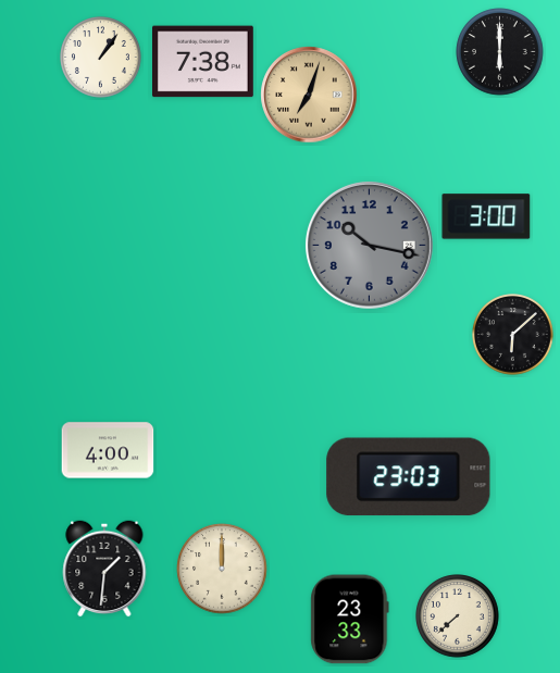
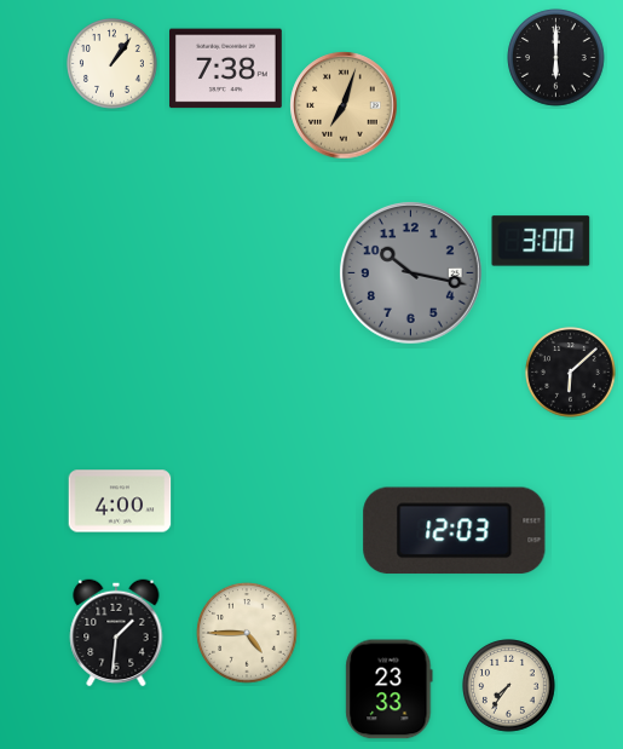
clock at (409, 477): 23:03 -> 12:03
clock at (222, 569): 12:00 -> 4:45
clock at (458, 616): 7:38 -> 7:36
